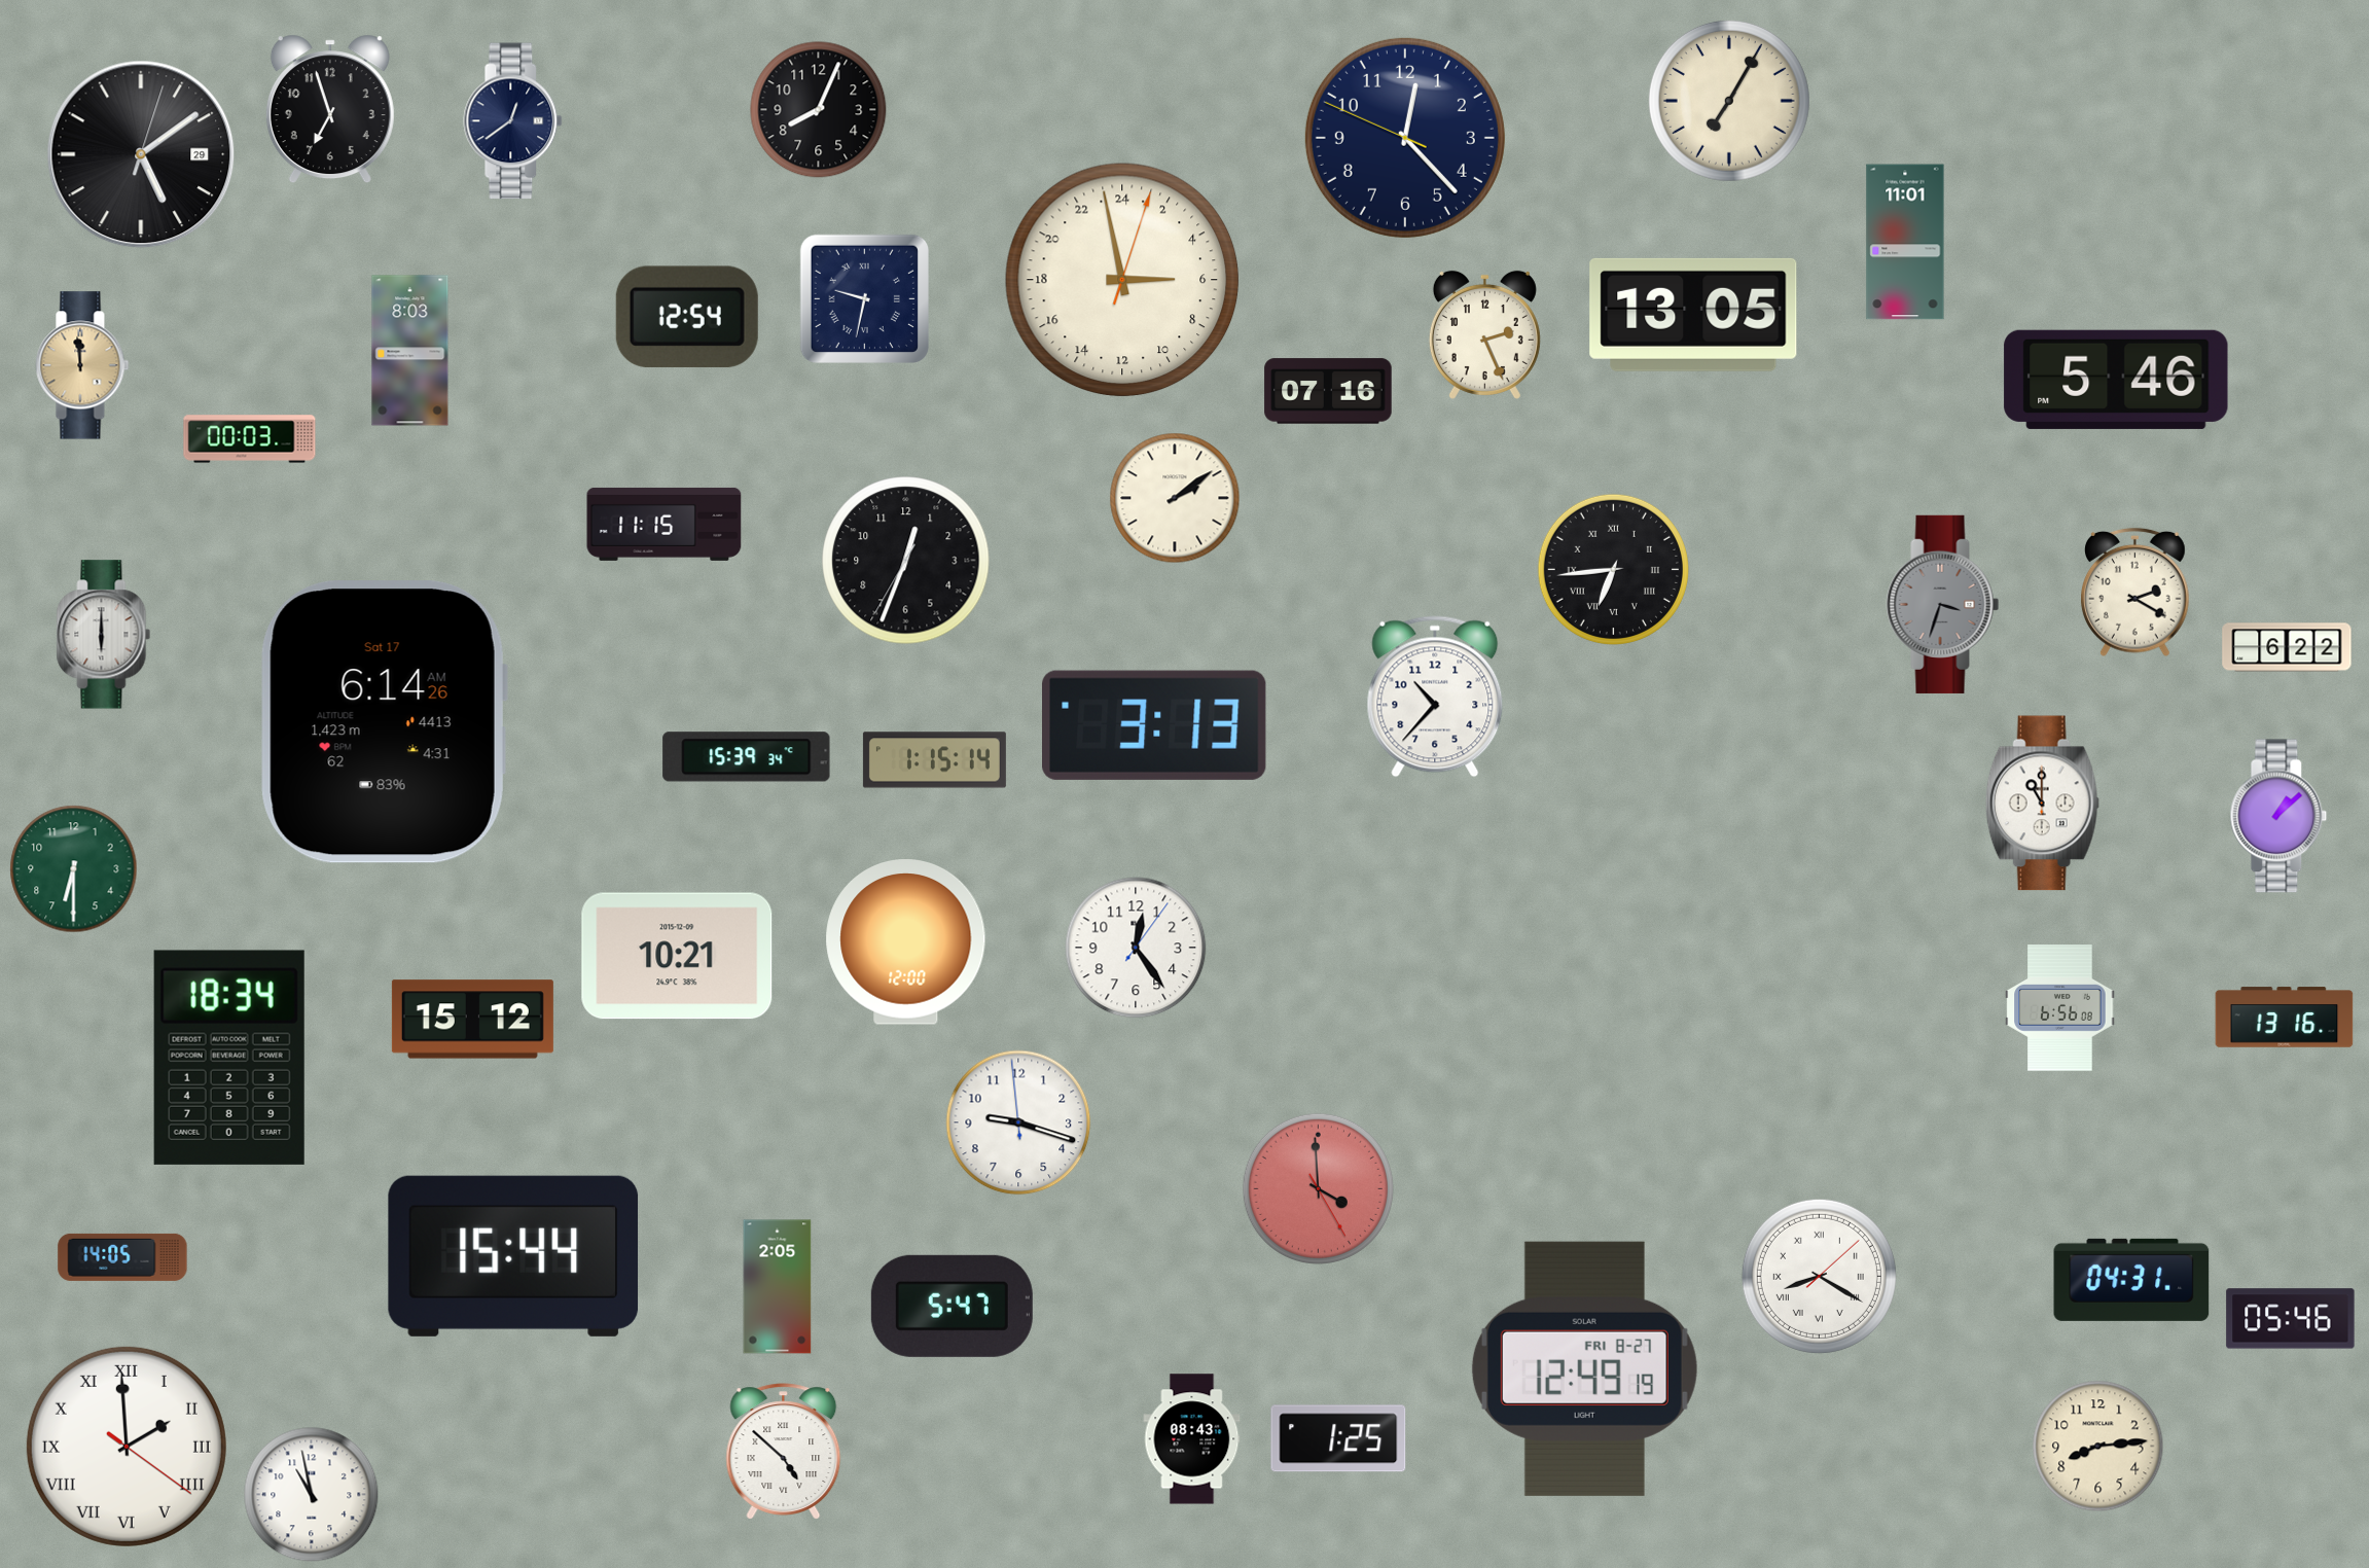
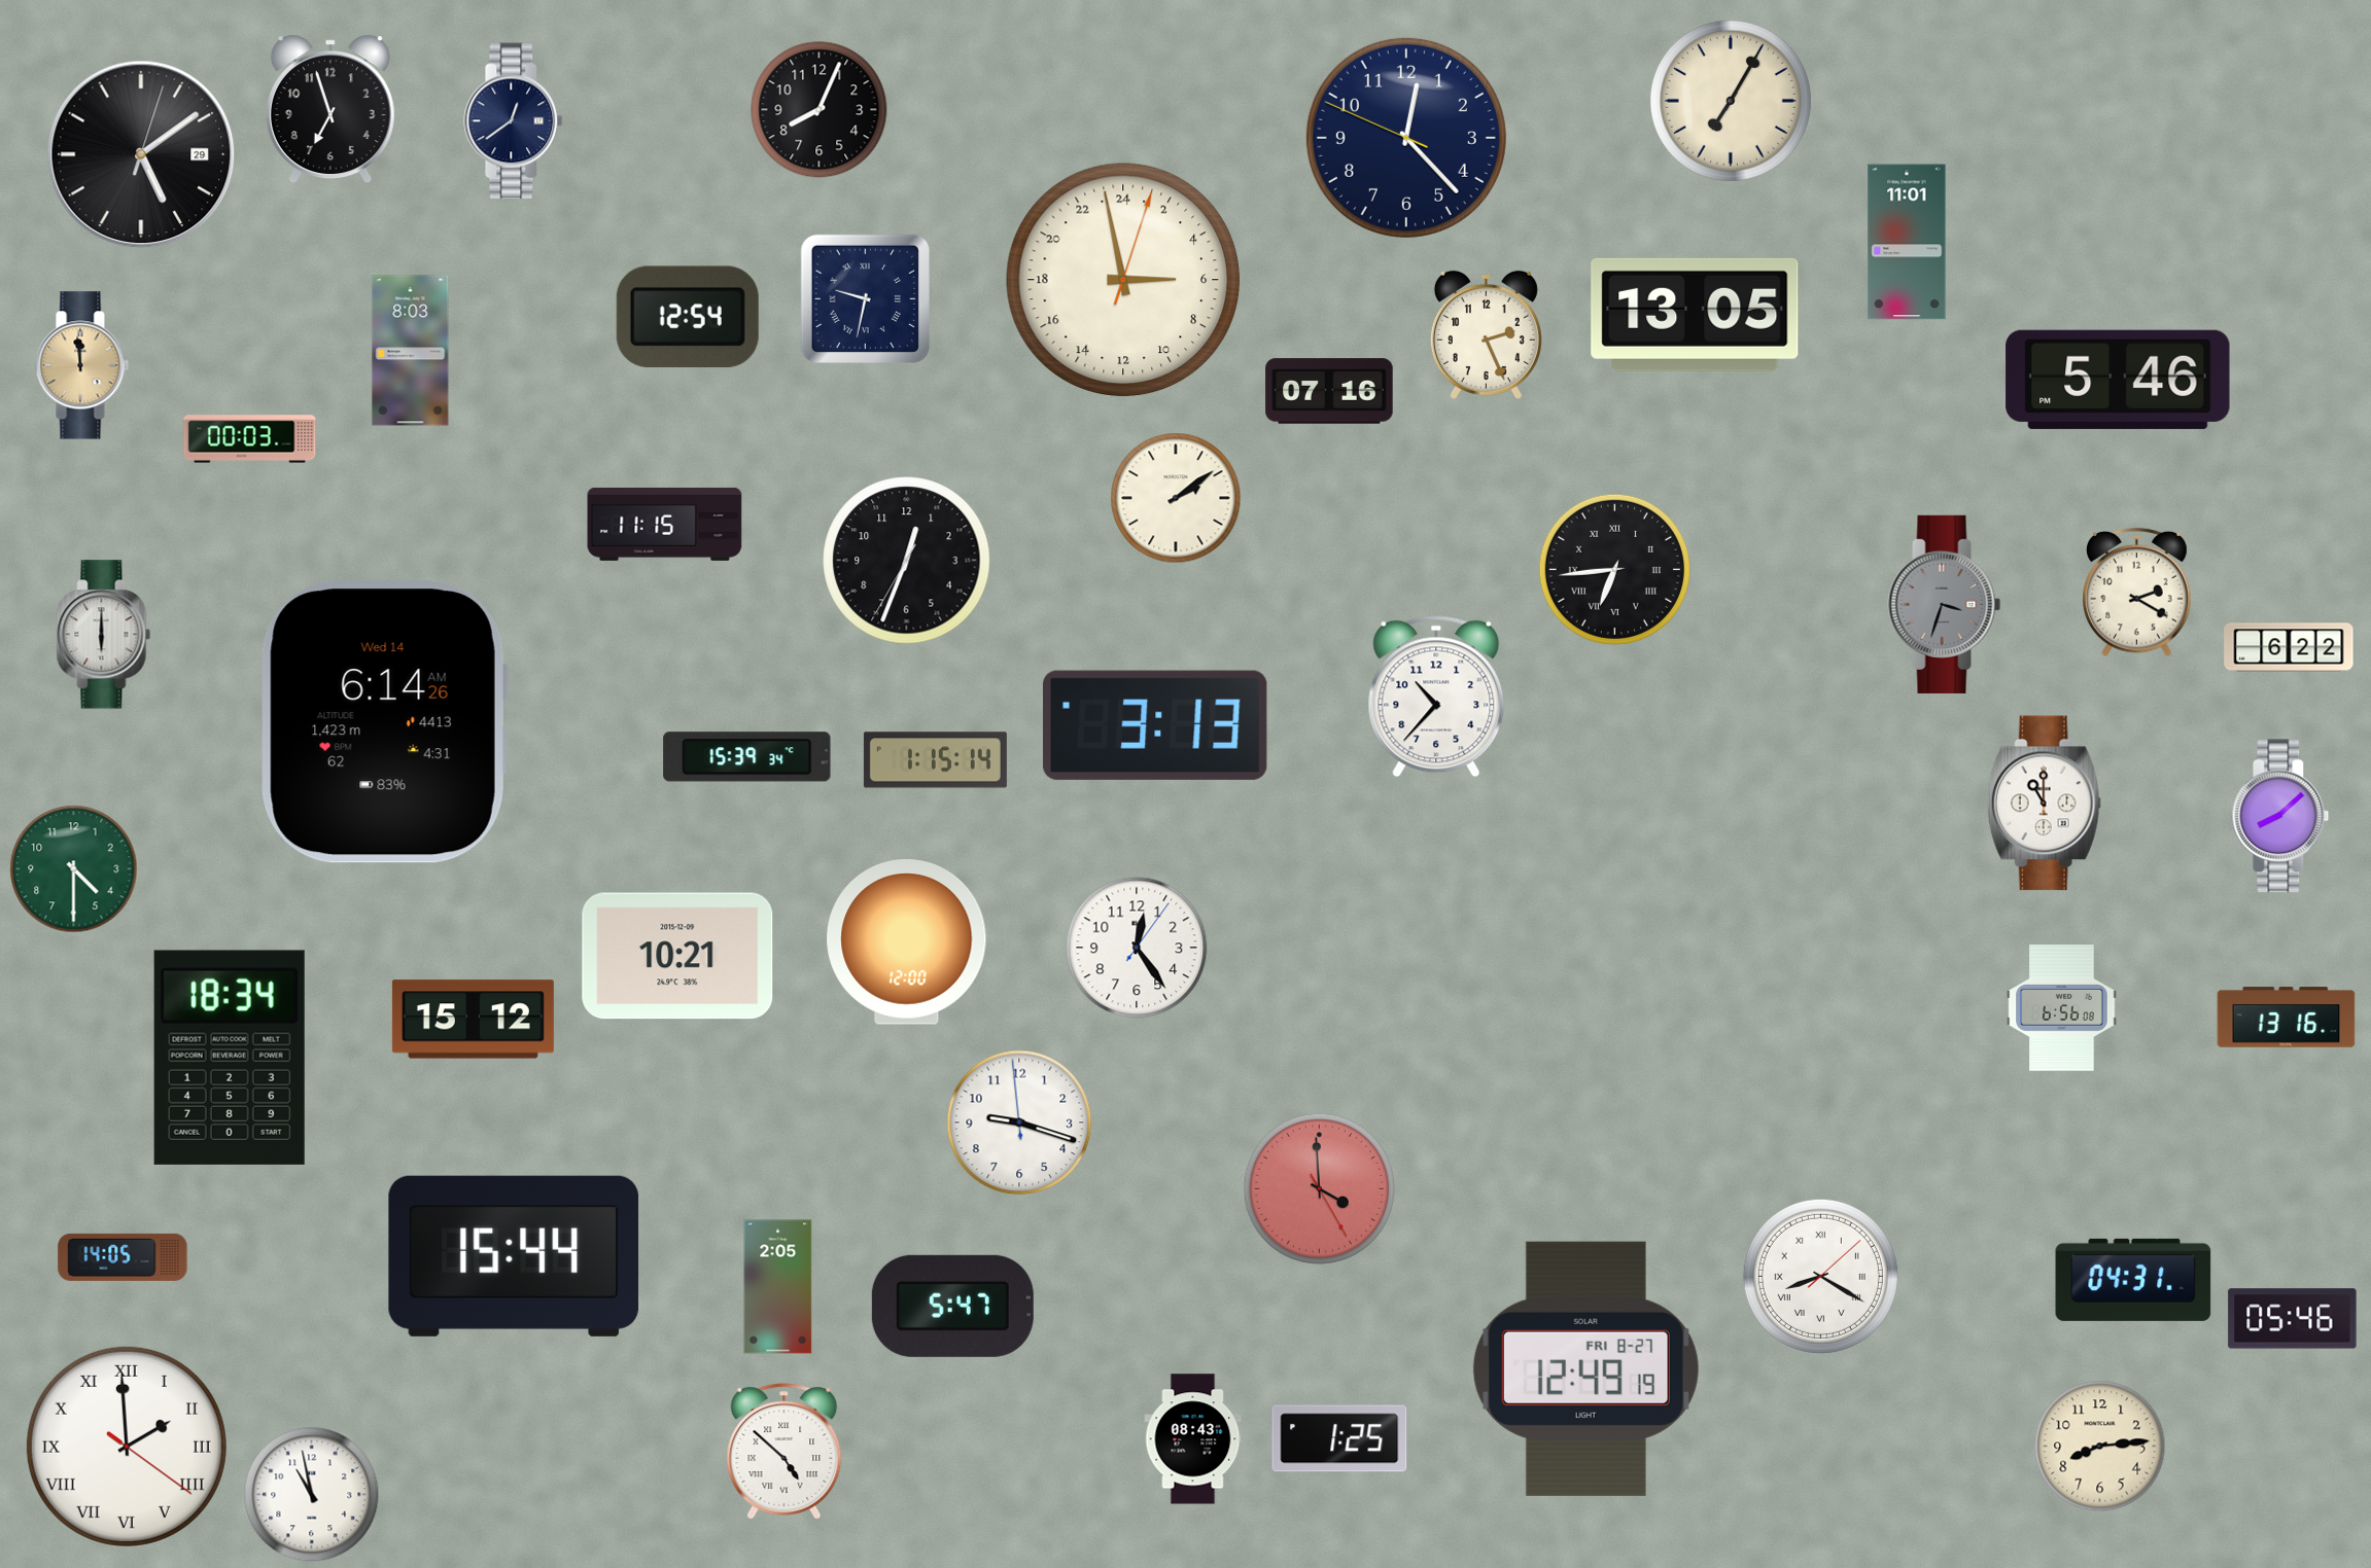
clock at (384, 722) date: Sat 17 -> Wed 14
clock at (2278, 816): 1:08 -> 8:08
clock at (74, 869): 6:30 -> 4:30
